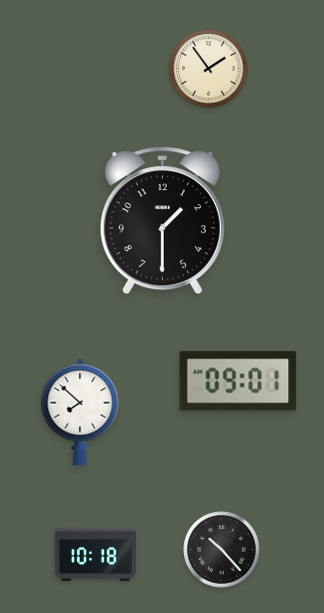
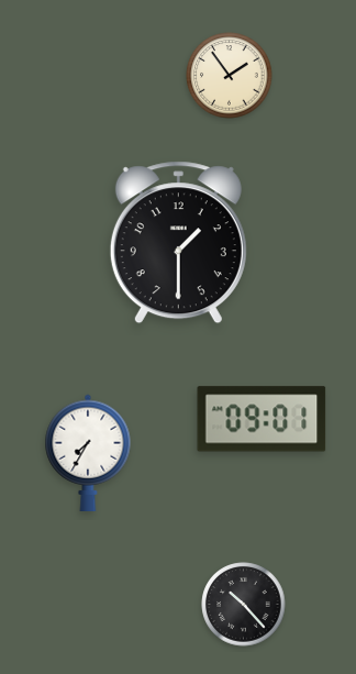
clock at (80, 411): 7:52 -> 7:35
clock at (95, 554): 10:18 -> none
